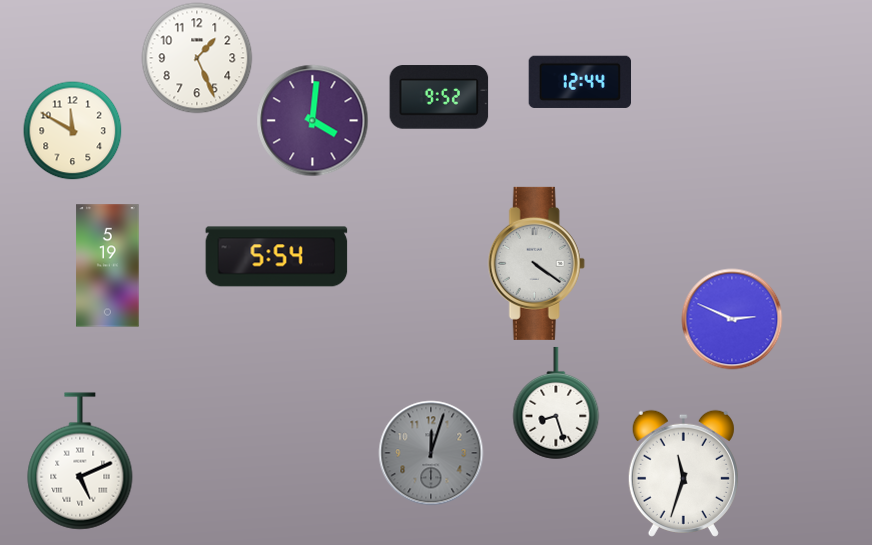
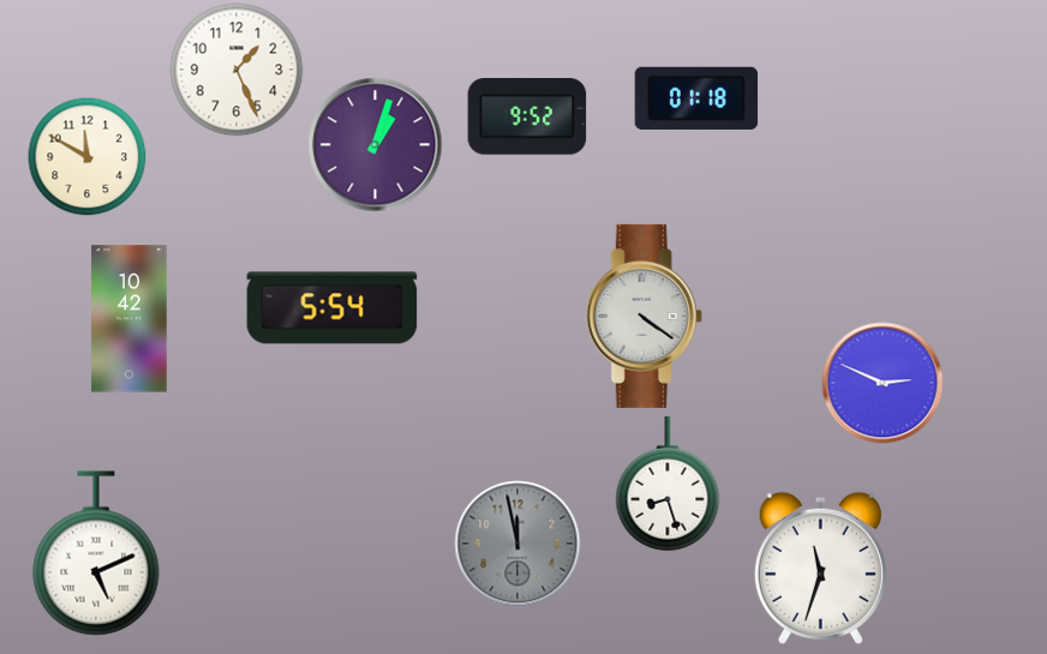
clock at (579, 82): 12:44 -> 01:18
clock at (313, 121): 4:01 -> 1:03
clock at (108, 266): 5:19 -> 10:42
clock at (732, 319) position: (732, 319) -> (883, 383)
clock at (431, 453): 12:03 -> 11:58
